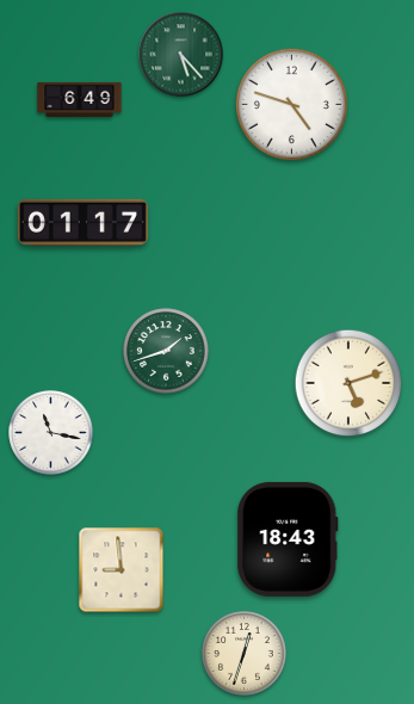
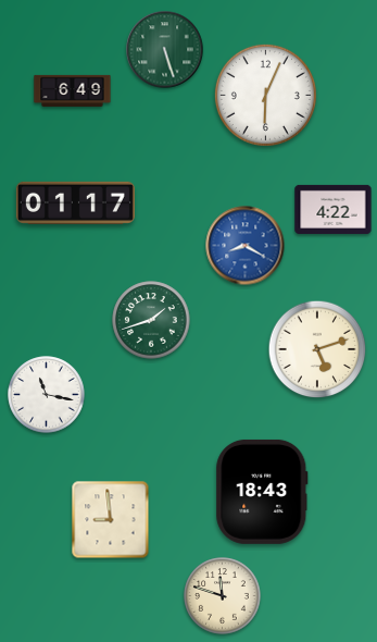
clock at (181, 55): 5:23 -> 5:27
clock at (291, 104): 4:48 -> 6:04
clock at (334, 209): none -> 4:22
clock at (246, 246): none -> 8:20
clock at (245, 654): 12:33 -> 11:48
